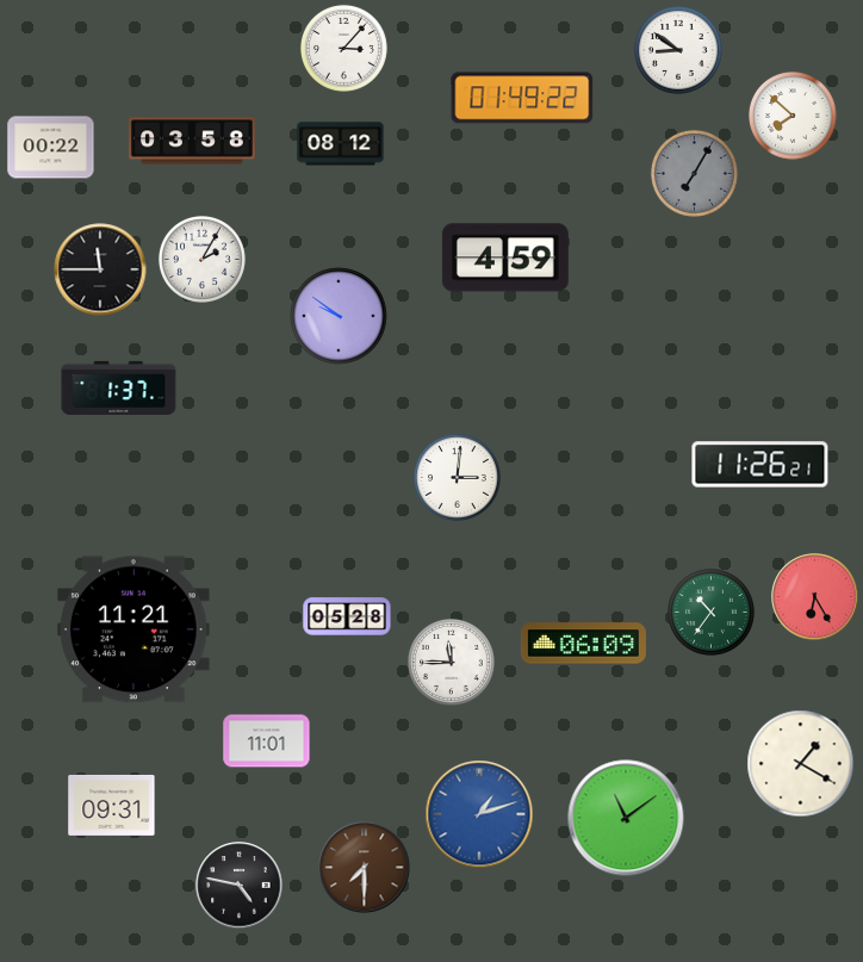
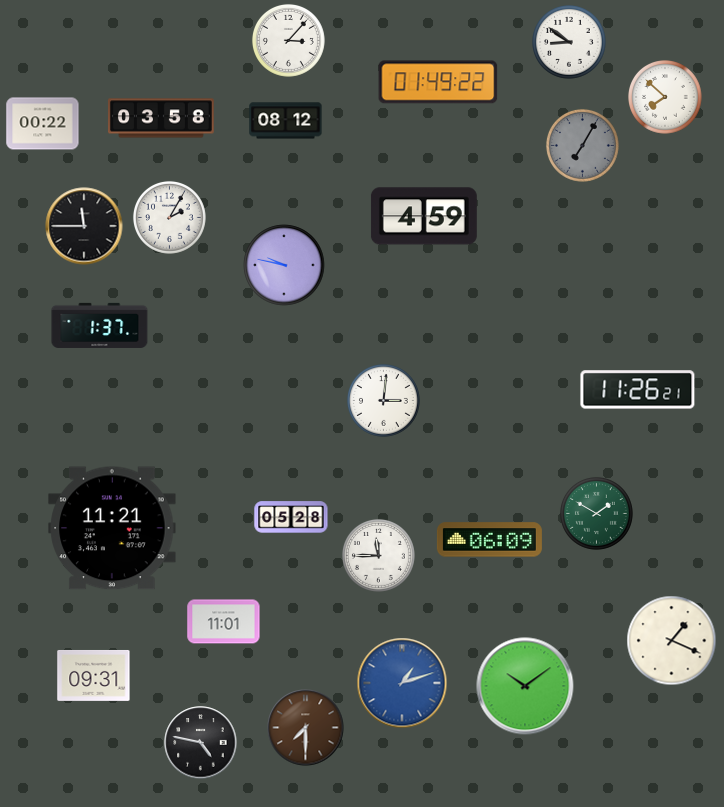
clock at (339, 316): 9:51 -> 9:47
clock at (815, 597): 6:25 -> none
clock at (710, 612): 10:36 -> 1:50
clock at (801, 764): 1:20 -> 1:19
clock at (626, 818): 11:09 -> 10:09
